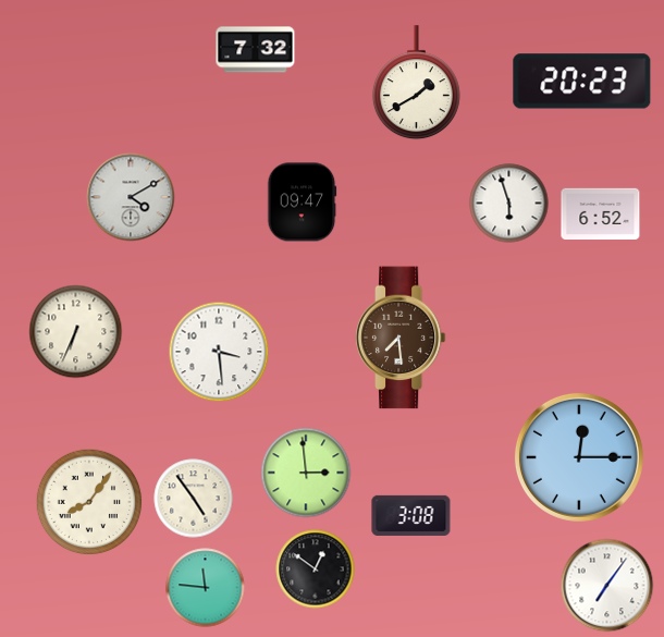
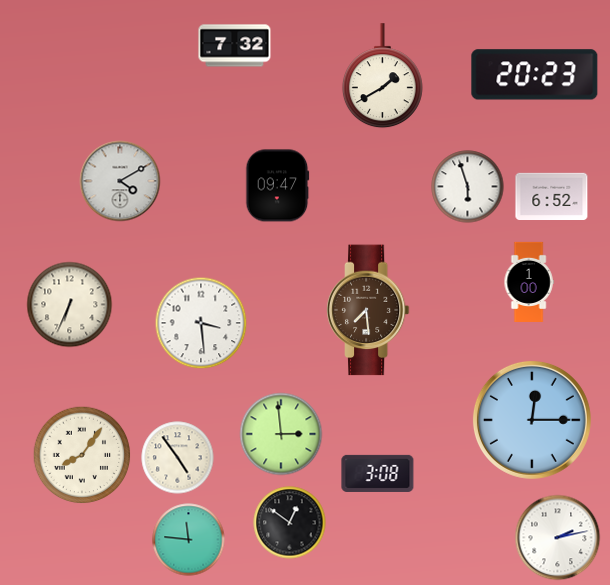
clock at (529, 282): none -> 1:00
clock at (89, 502) position: (89, 502) -> (82, 455)
clock at (607, 586): 7:06 -> 2:13
